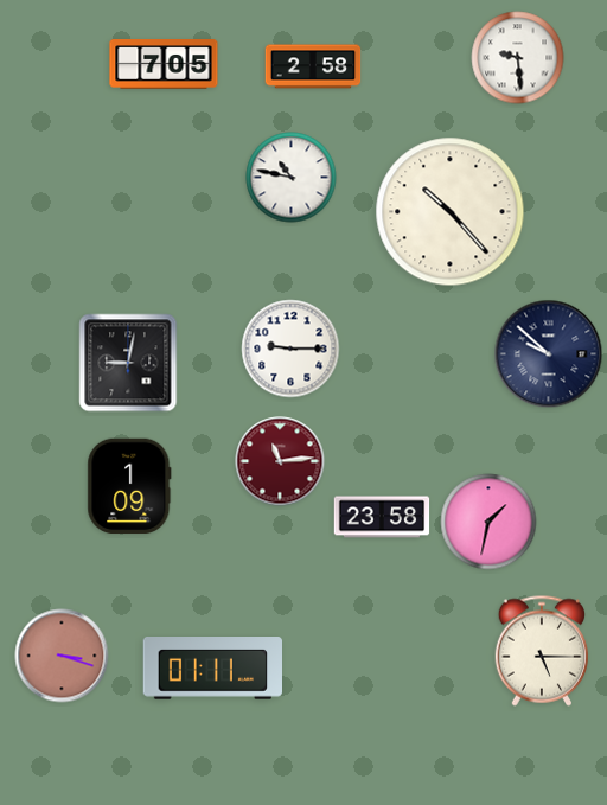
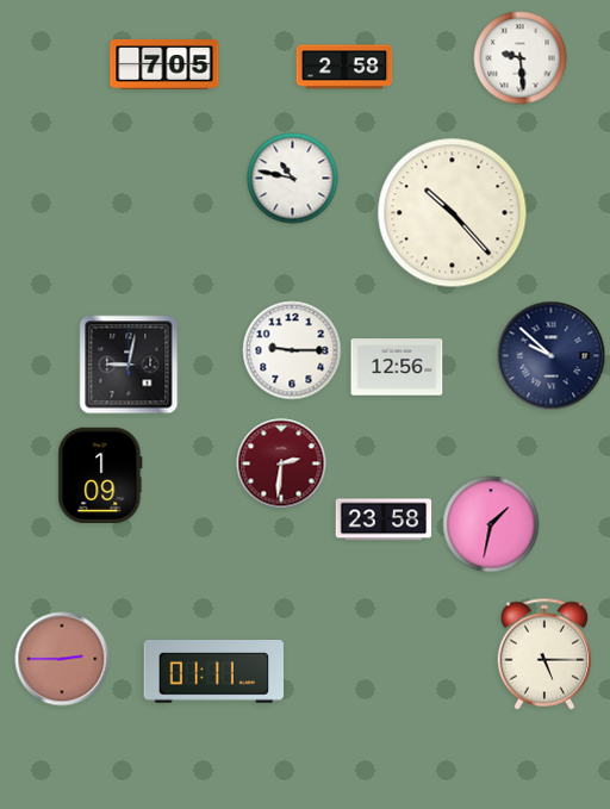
clock at (313, 66) position: (313, 66) -> (344, 67)
clock at (397, 367): none -> 12:56
clock at (280, 461): 11:14 -> 2:31
clock at (129, 486) position: (129, 486) -> (100, 475)
clock at (62, 656): 3:18 -> 2:45
